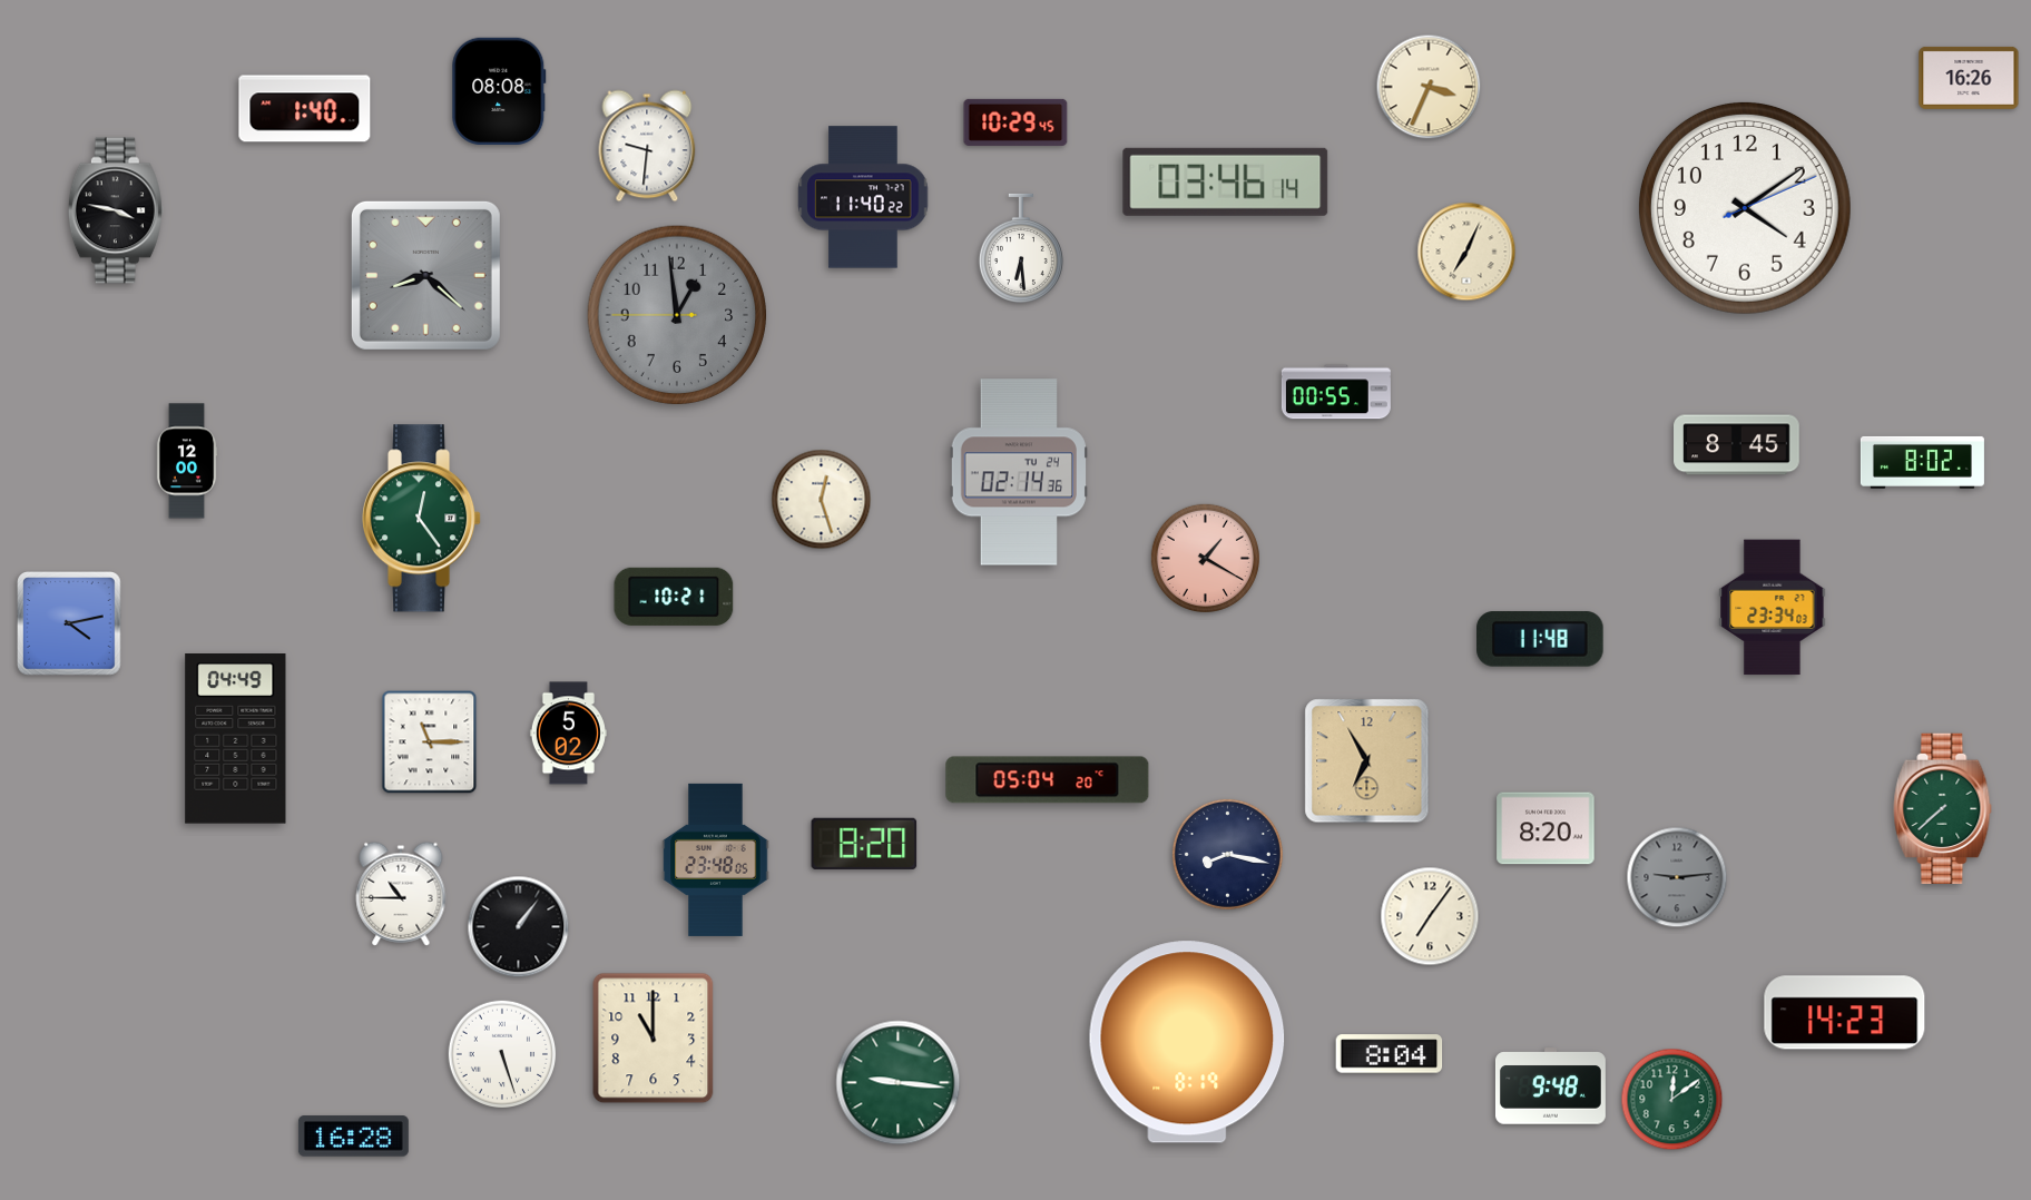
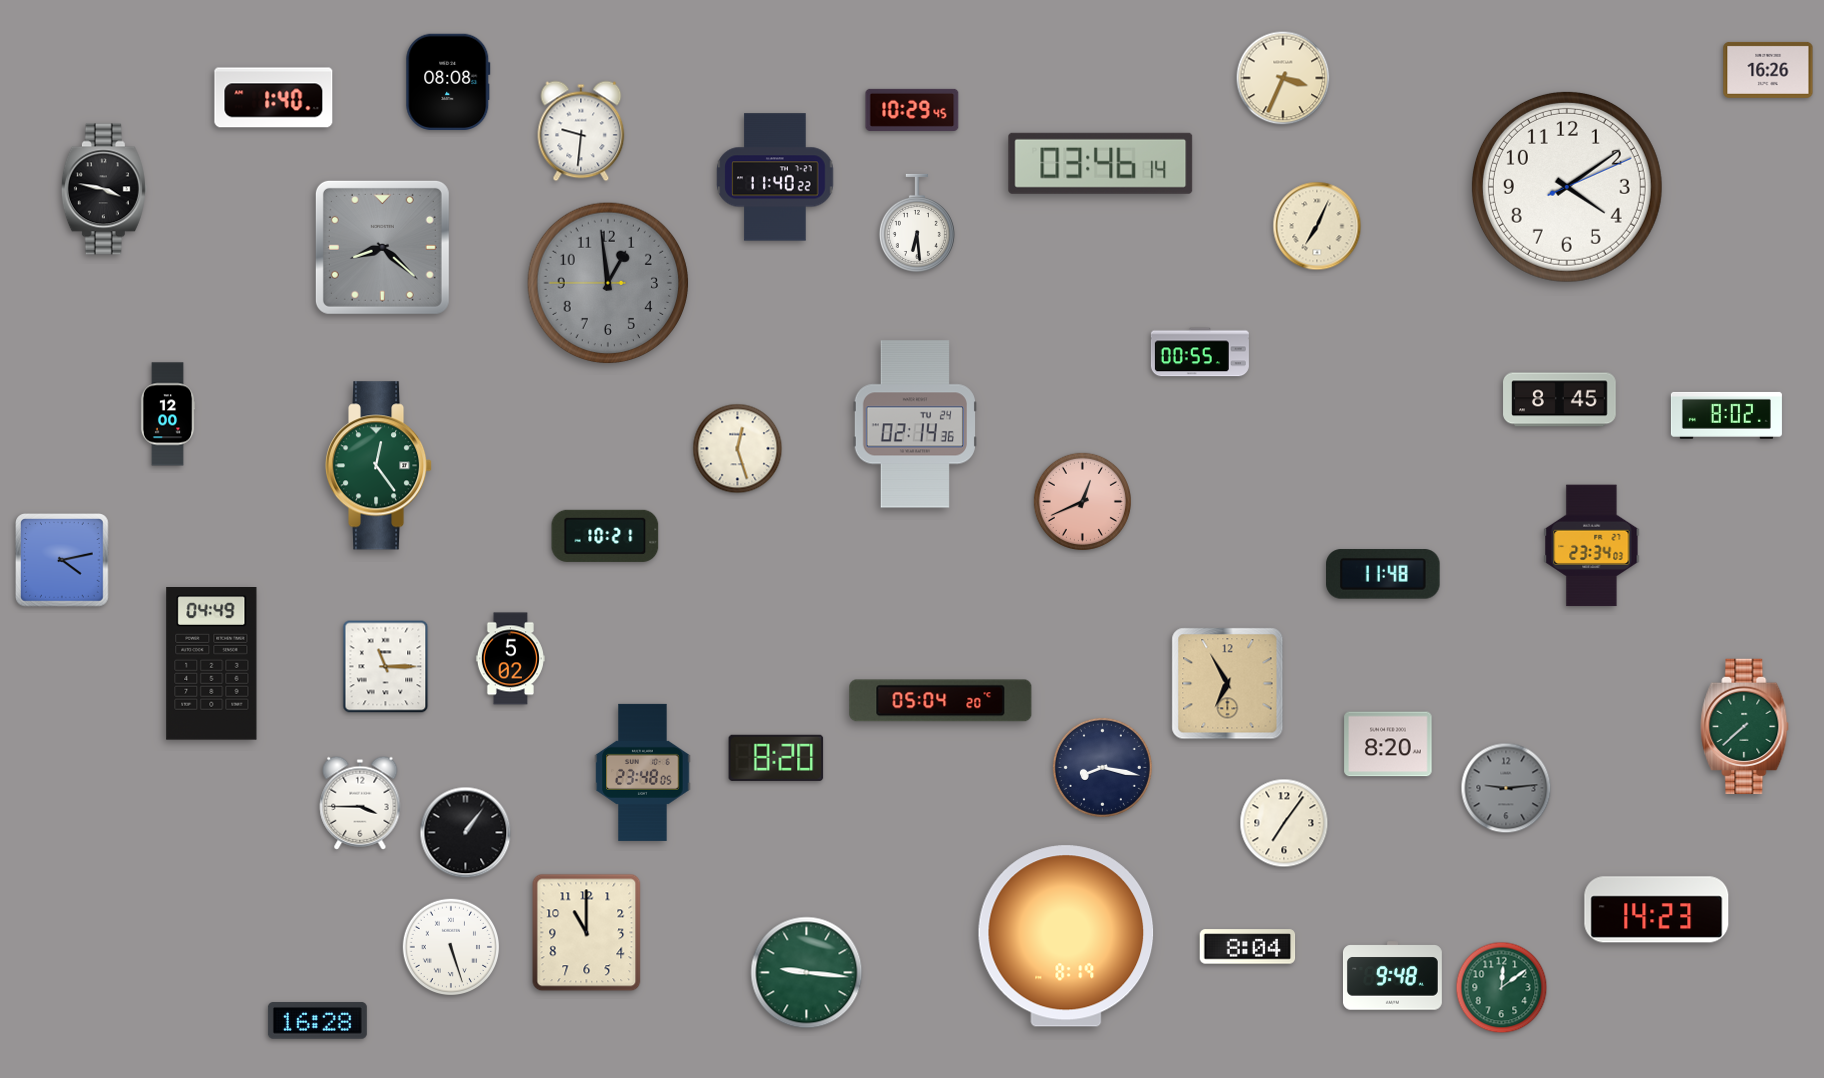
clock at (1205, 558): 1:20 -> 12:41
clock at (401, 894): 10:45 -> 3:45
